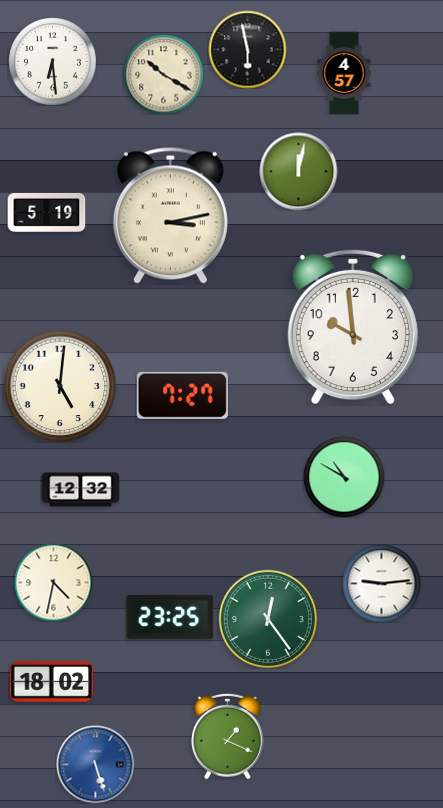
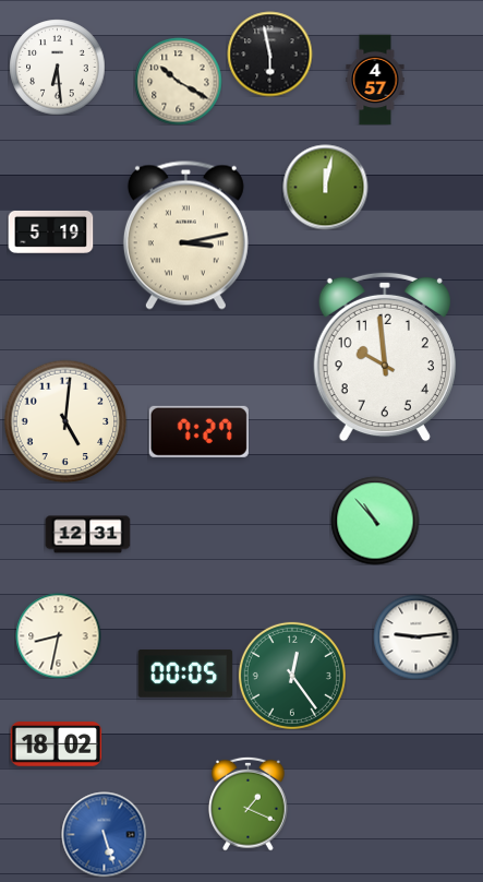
clock at (344, 477): 10:50 -> 10:53
clock at (80, 490): 12:32 -> 12:31
clock at (53, 582): 4:32 -> 8:32
clock at (170, 618): 23:25 -> 00:05
